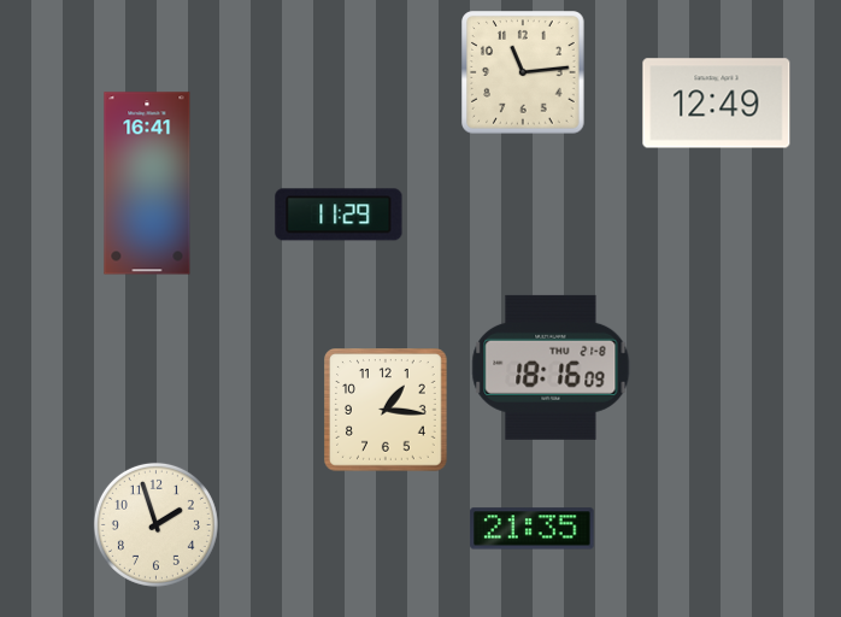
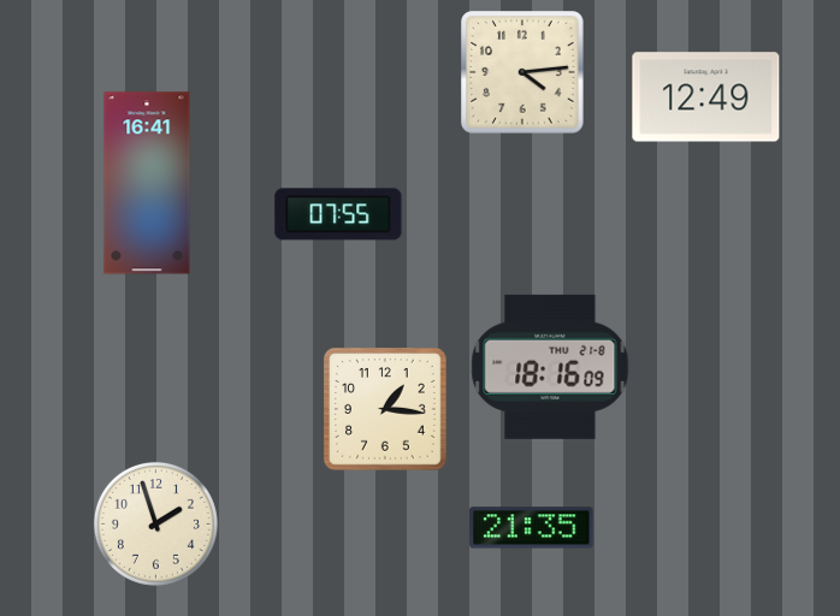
clock at (524, 74): 11:14 -> 4:14
clock at (717, 104) position: (717, 104) -> (706, 97)
clock at (339, 215): 11:29 -> 07:55
